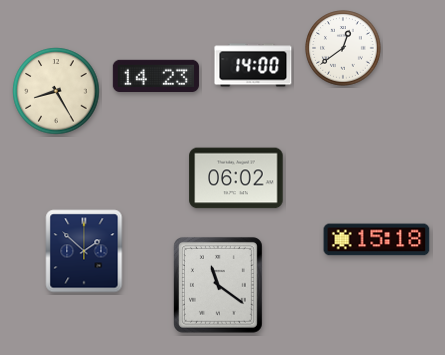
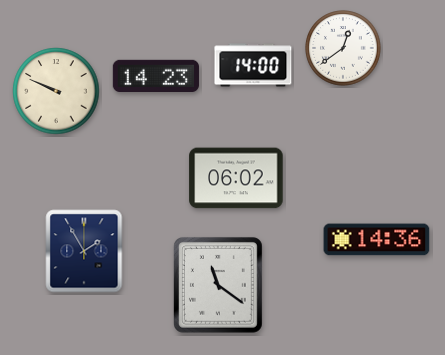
clock at (56, 91): 8:25 -> 9:49
clock at (377, 240): 15:18 -> 14:36
clock at (84, 251): 1:52 -> 1:55
